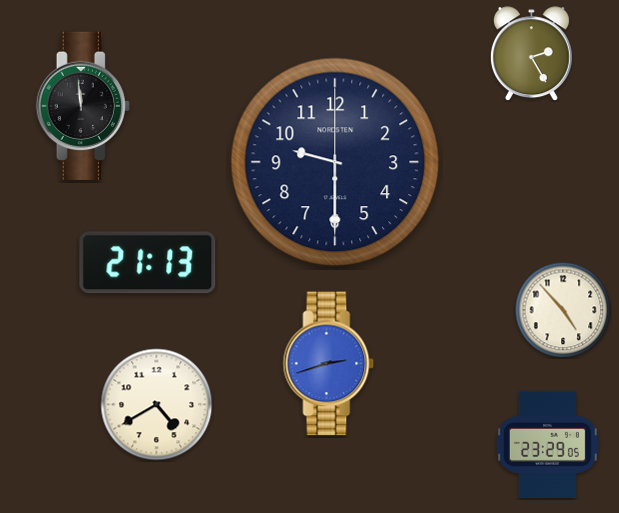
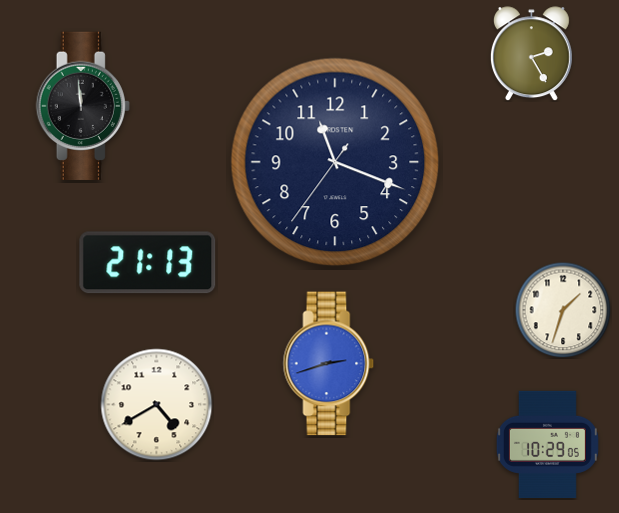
clock at (335, 162): 9:30 -> 11:18
clock at (563, 310): 4:53 -> 1:33
clock at (547, 444): 23:29 -> 10:29
